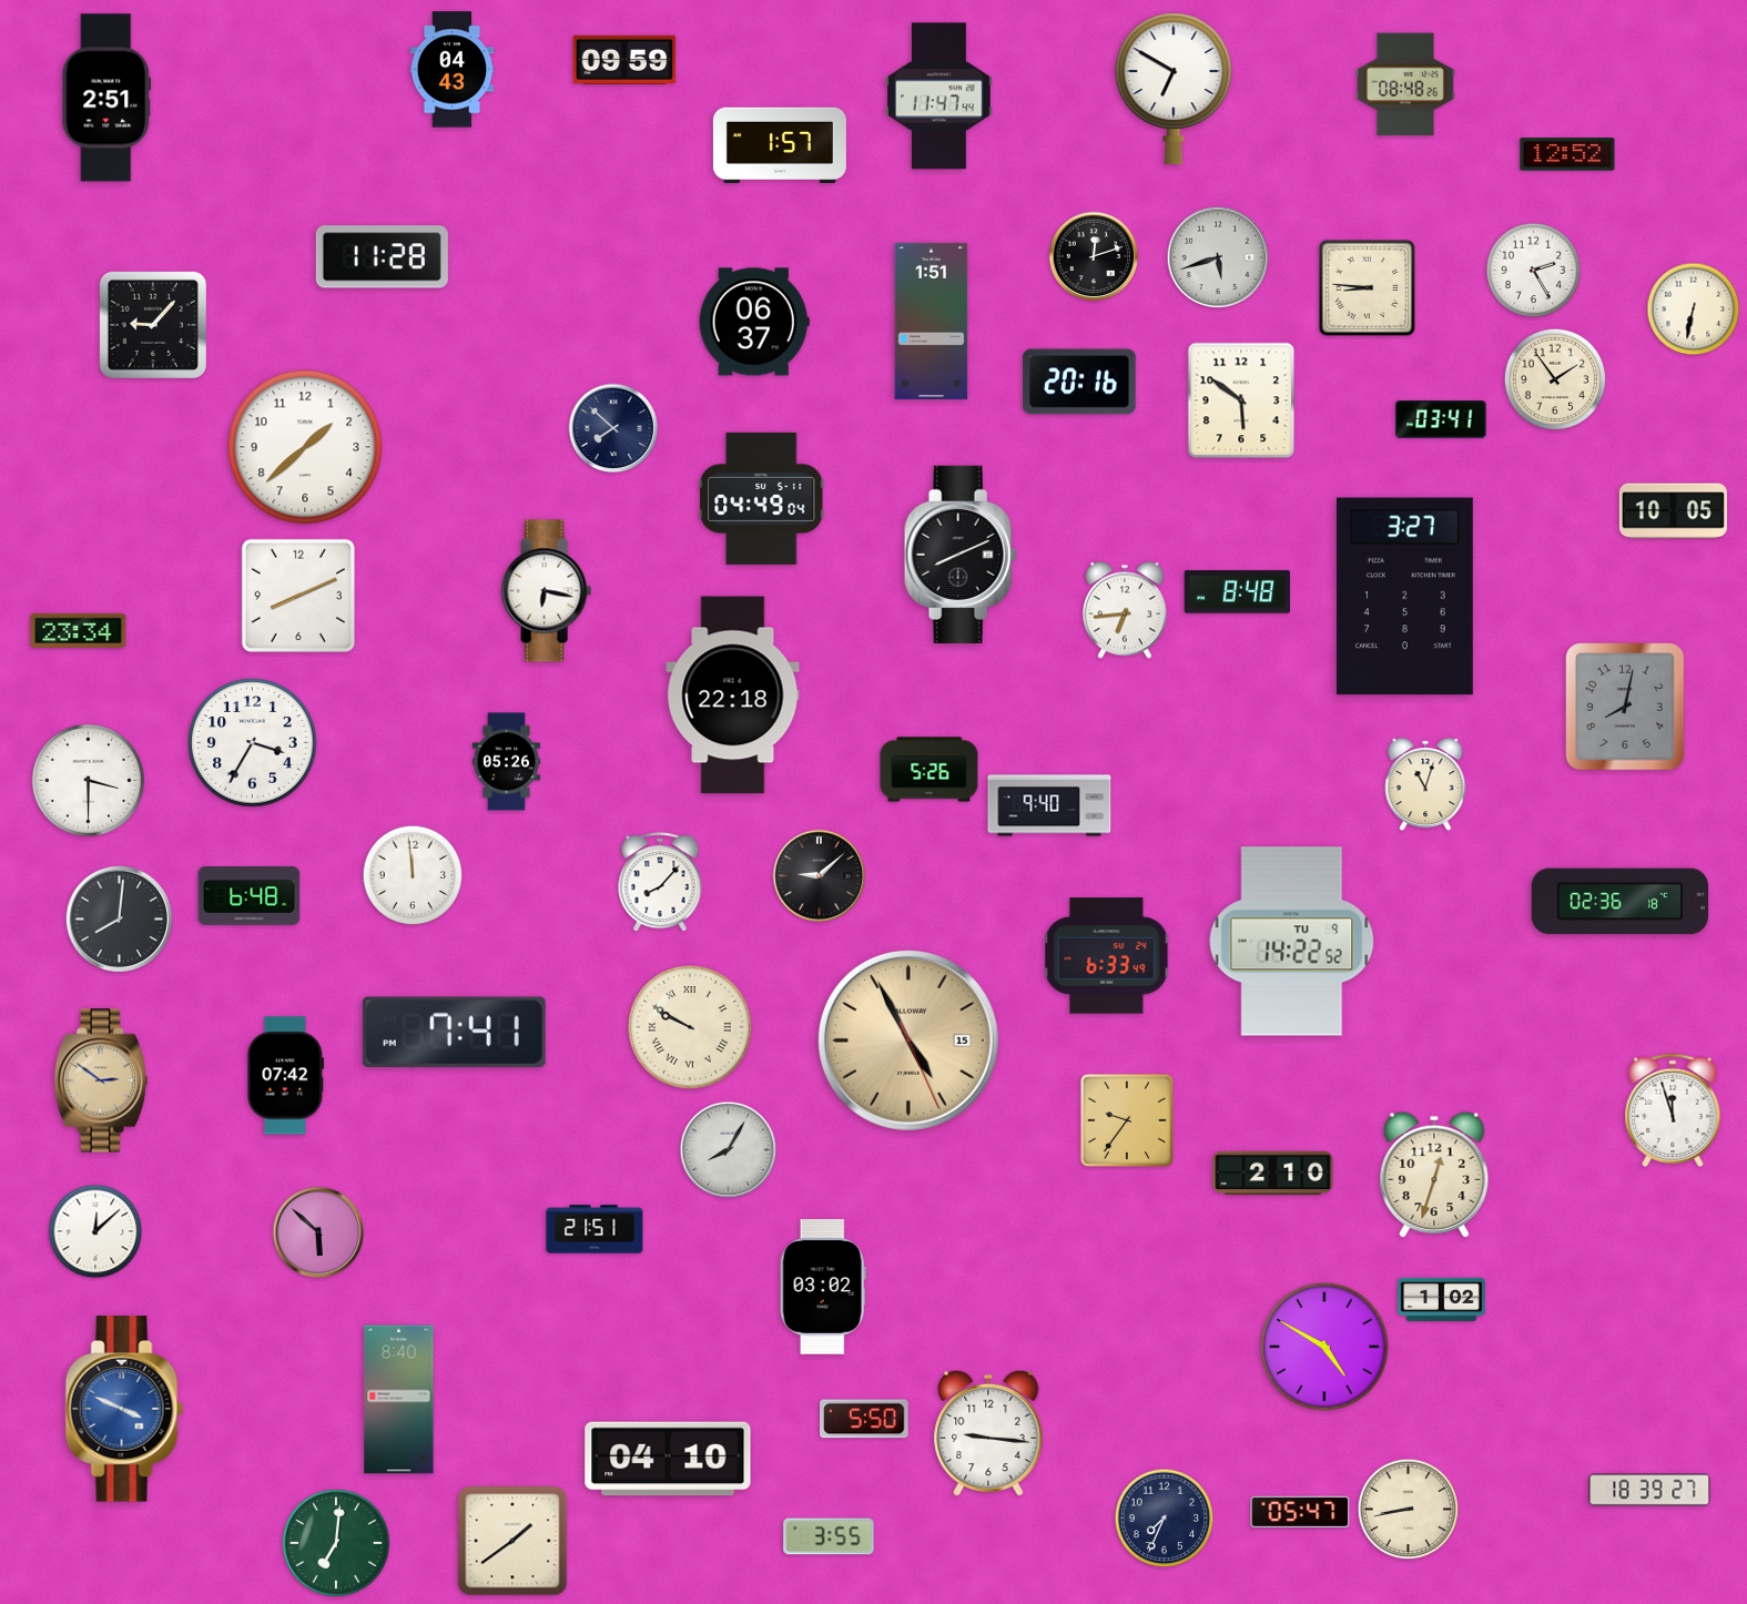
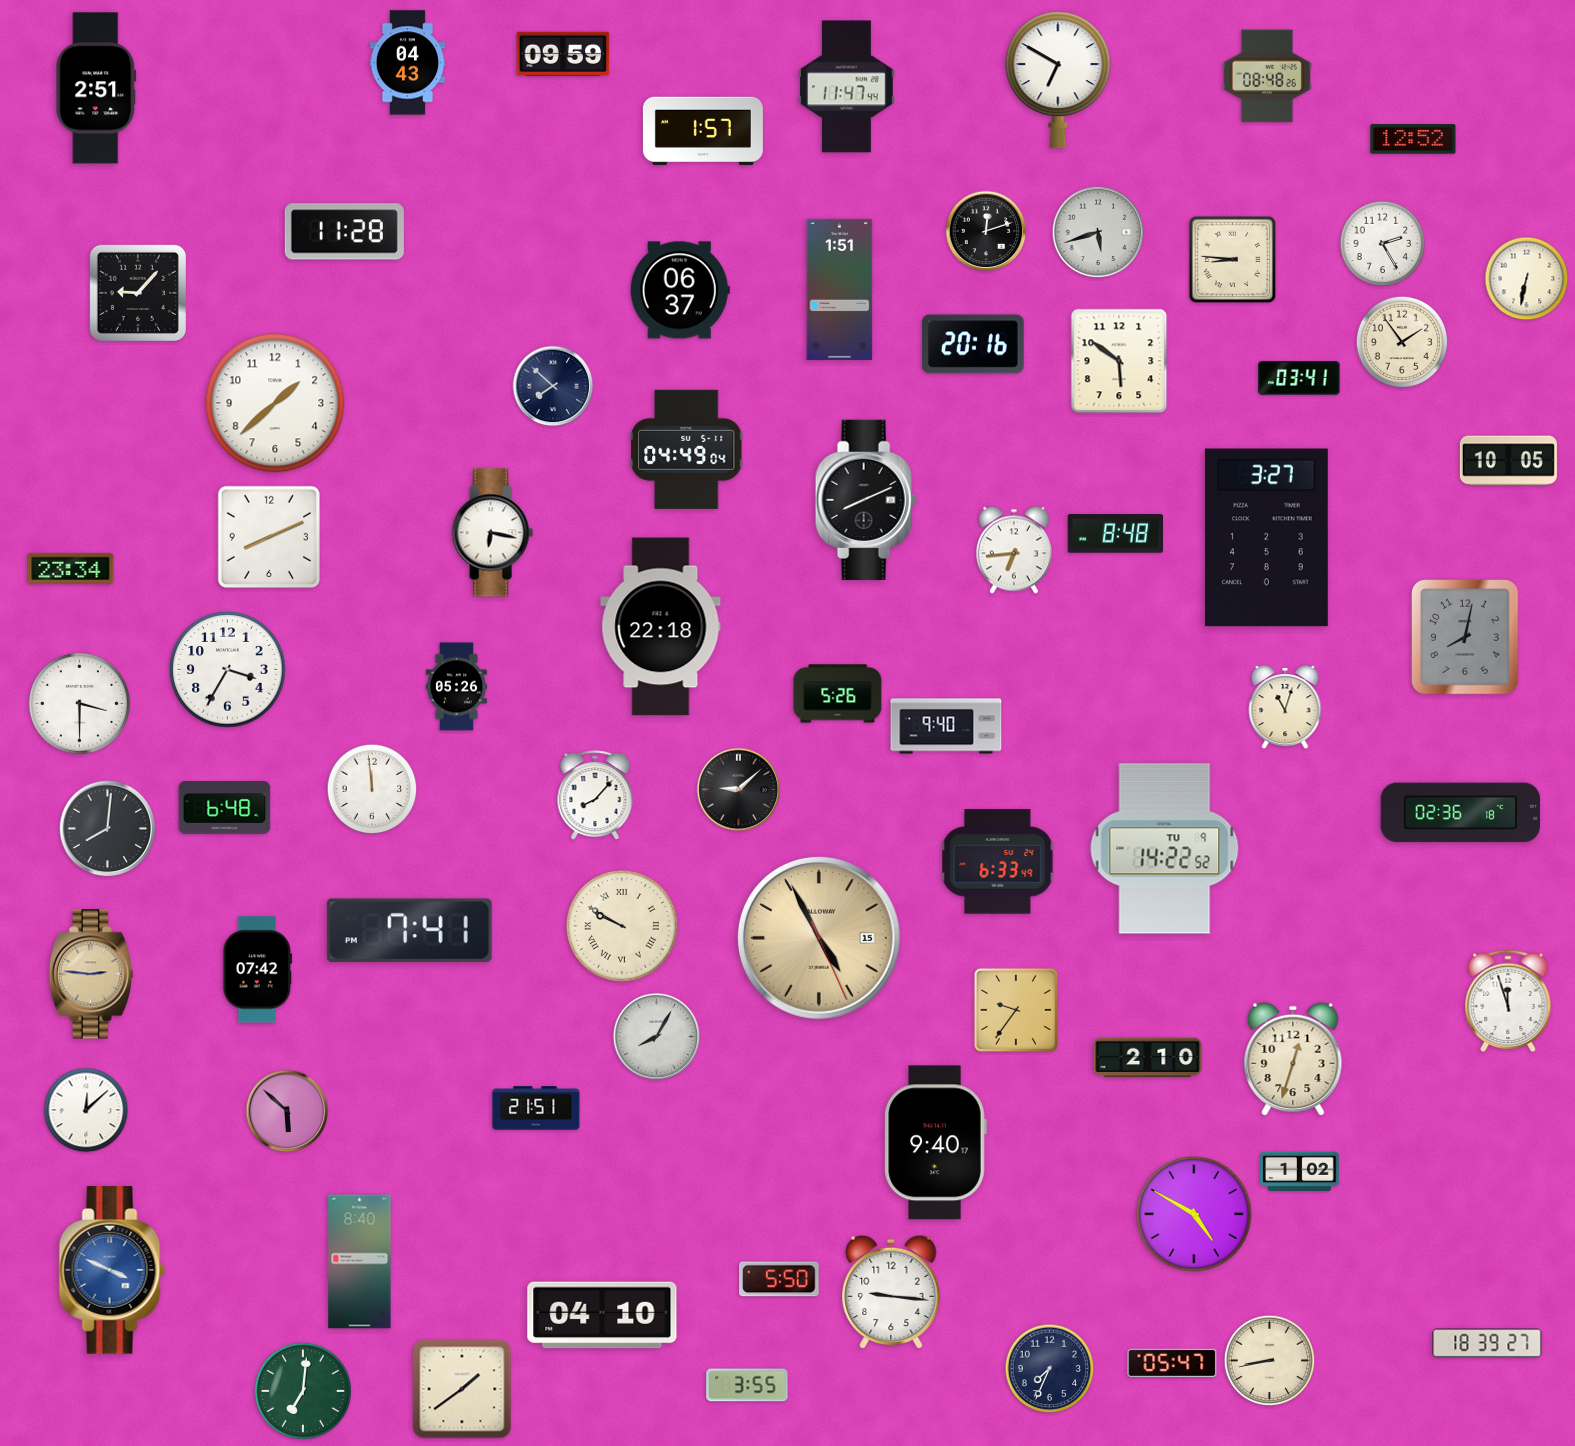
clock at (101, 1080): 2:51 -> 2:46
clock at (935, 1143): none -> 9:40
clock at (823, 1287): 03:02 -> none
